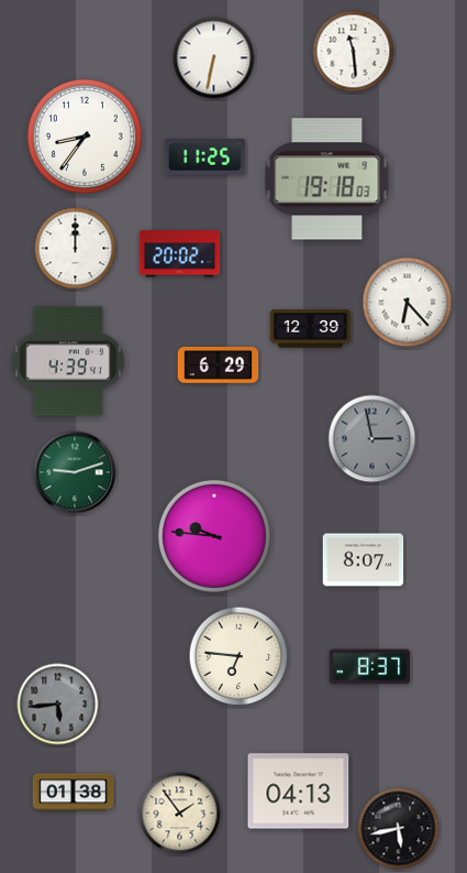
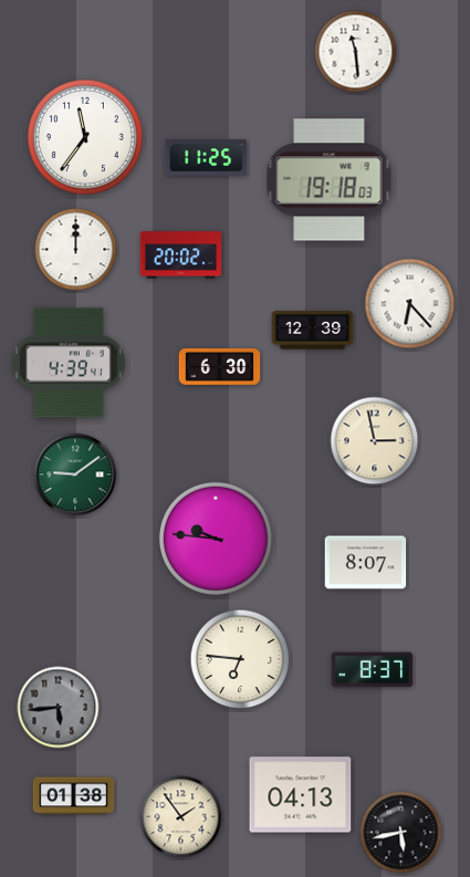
clock at (214, 58): 6:32 -> none
clock at (85, 137): 8:36 -> 11:36
clock at (219, 365): 6:29 -> 6:30
clock at (373, 439) dial: grey -> cream
clock at (75, 472): 9:12 -> 9:09
